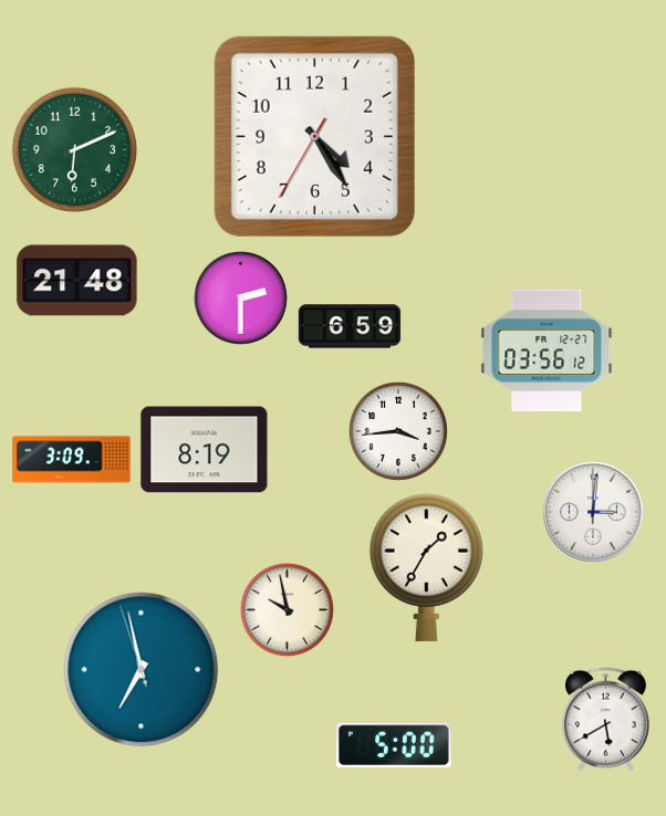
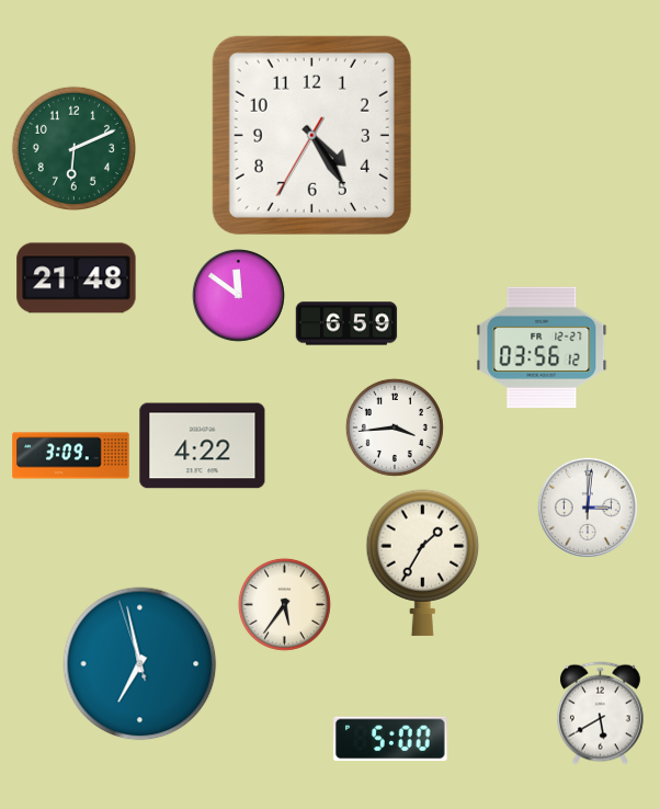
clock at (241, 299): 2:30 -> 11:51
clock at (205, 450): 8:19 -> 4:22
clock at (287, 609): 9:58 -> 5:36
